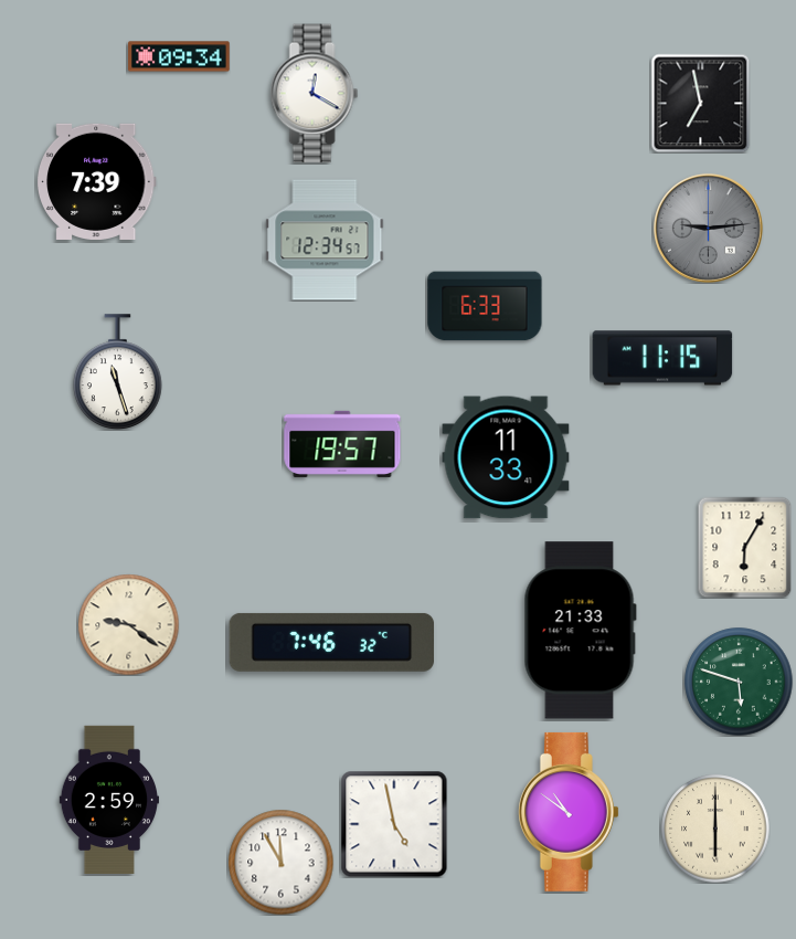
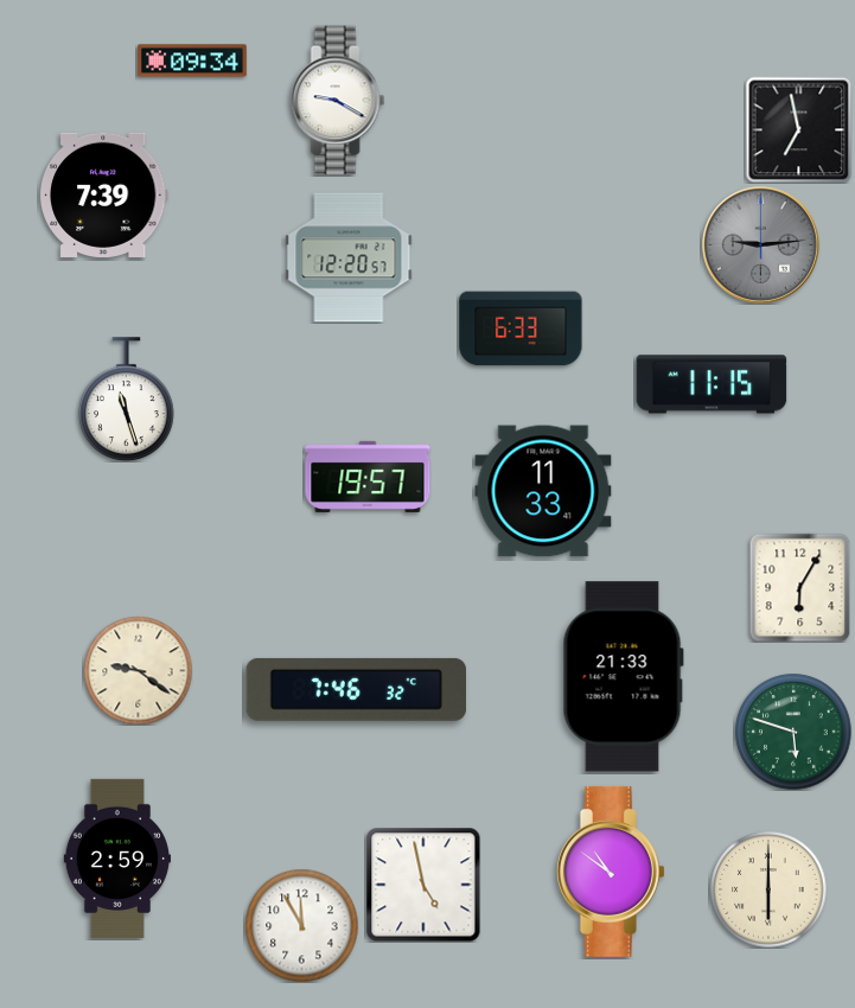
clock at (315, 94): 12:20 -> 9:20
clock at (700, 103) position: (700, 103) -> (798, 129)
clock at (325, 240): 12:34 -> 12:20
